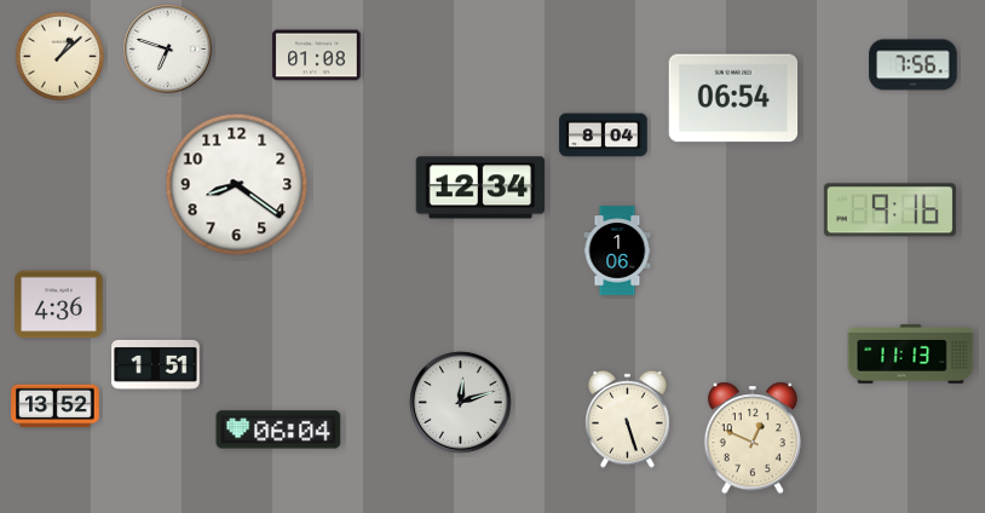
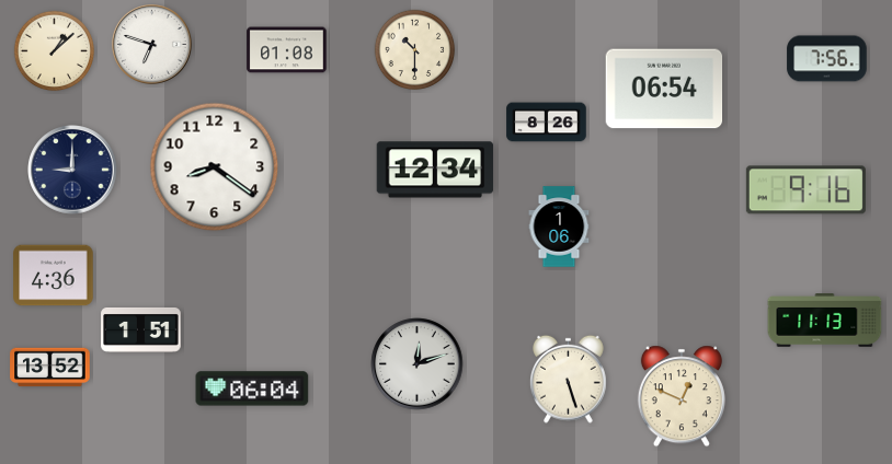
clock at (415, 50): none -> 10:30
clock at (604, 136): 8:04 -> 8:26
clock at (72, 170): none -> 9:00
